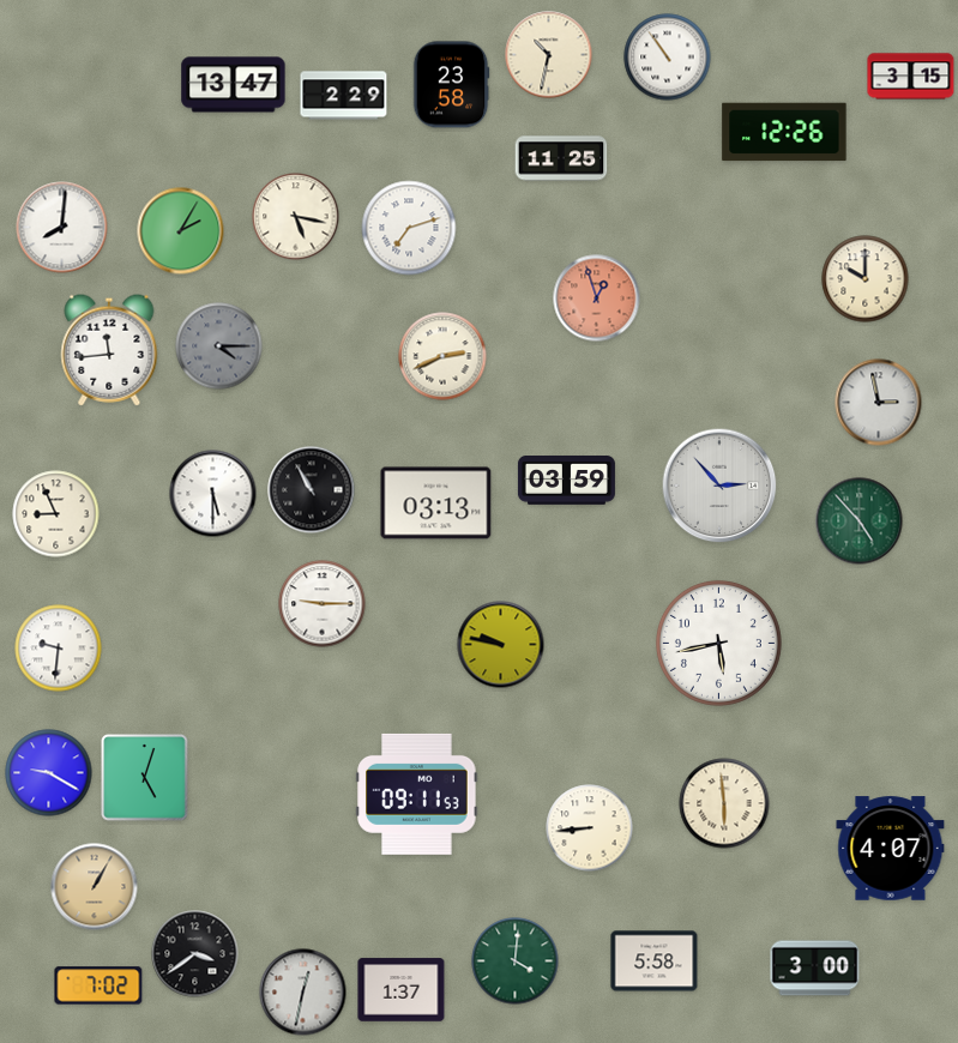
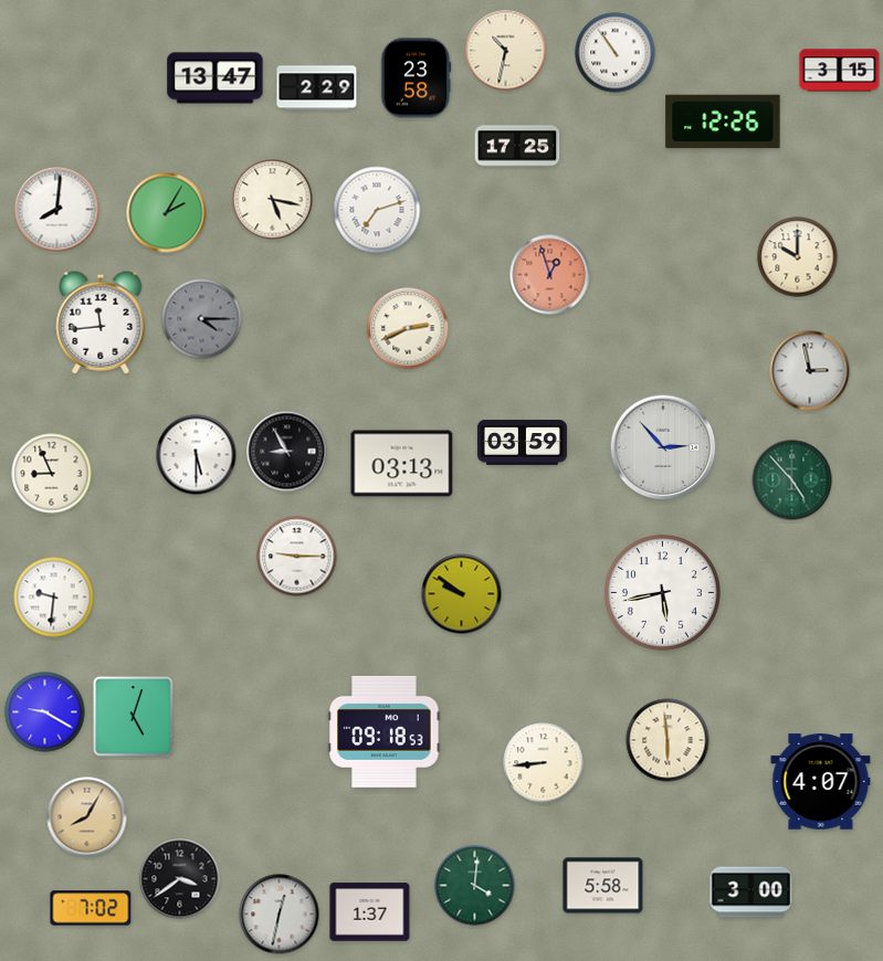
clock at (561, 158): 11:25 -> 17:25
clock at (312, 490): 10:55 -> 8:55
clock at (501, 645): 9:47 -> 9:51
clock at (417, 794): 09:11 -> 09:18
clock at (95, 887): 1:05 -> 8:05
